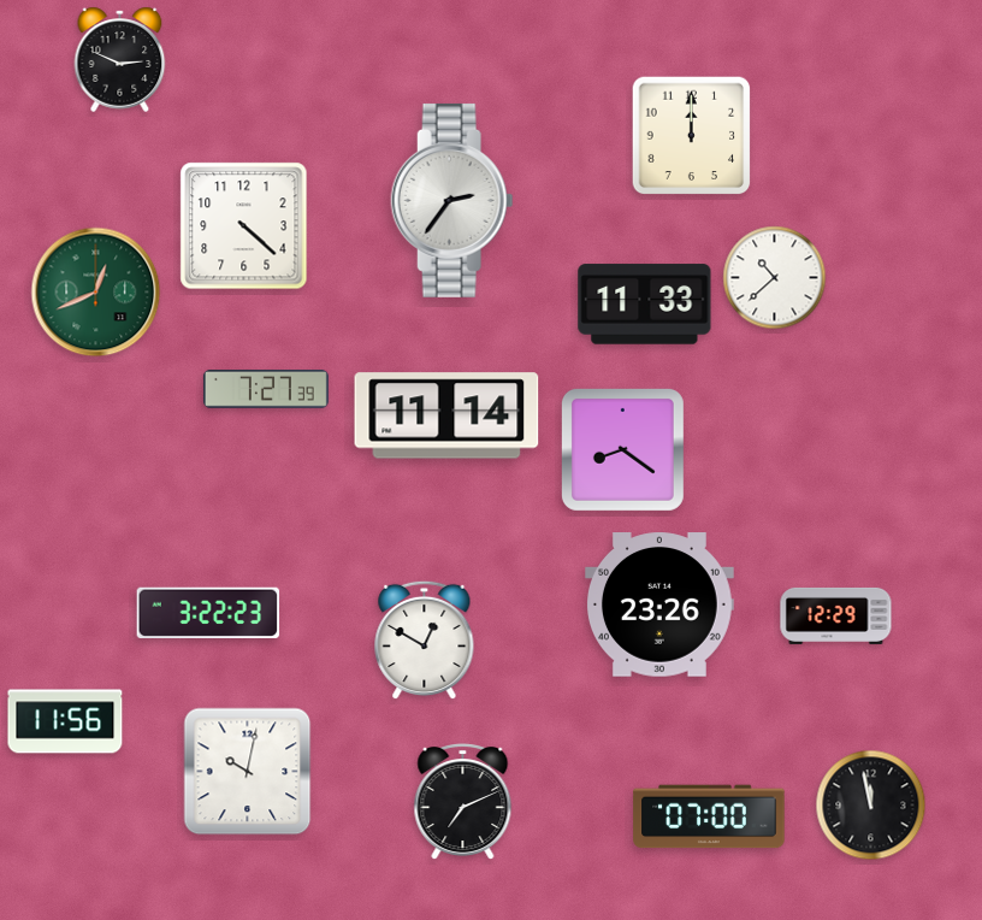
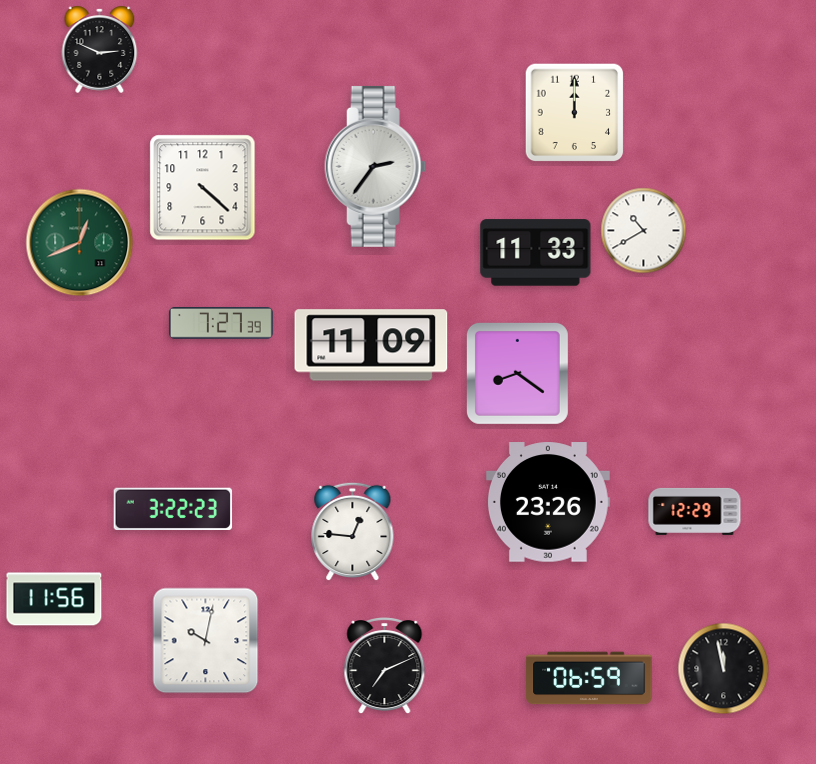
clock at (775, 278): 10:38 -> 10:40
clock at (446, 415): 11:14 -> 11:09
clock at (425, 641): 12:50 -> 12:46
clock at (709, 816): 07:00 -> 06:59
